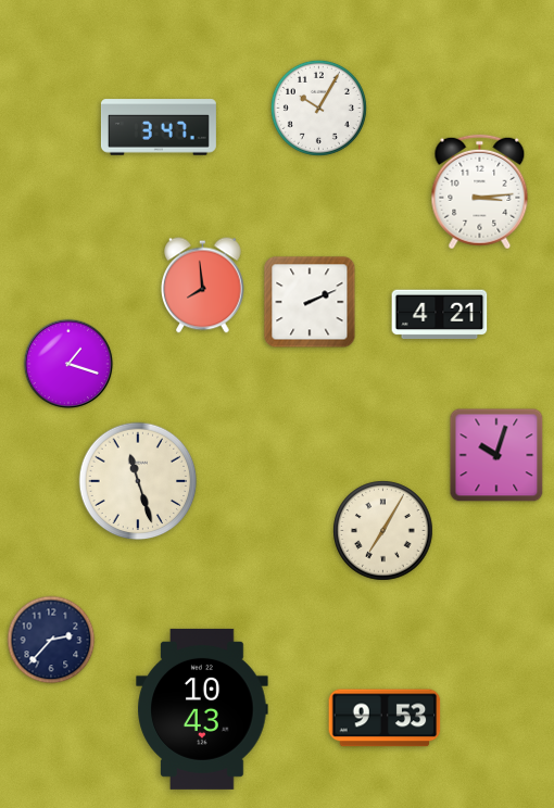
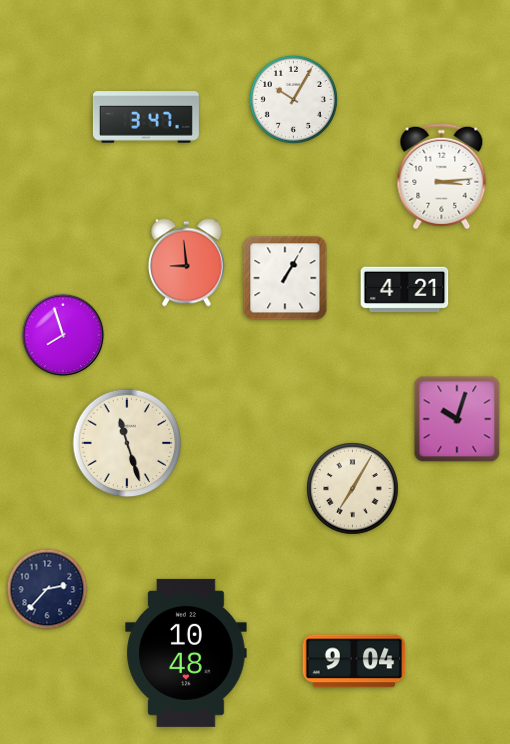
clock at (203, 286): 7:59 -> 8:59
clock at (310, 302): 2:11 -> 1:05
clock at (68, 364): 1:18 -> 7:57
clock at (202, 709): 10:43 -> 10:48
clock at (385, 718): 9:53 -> 9:04
